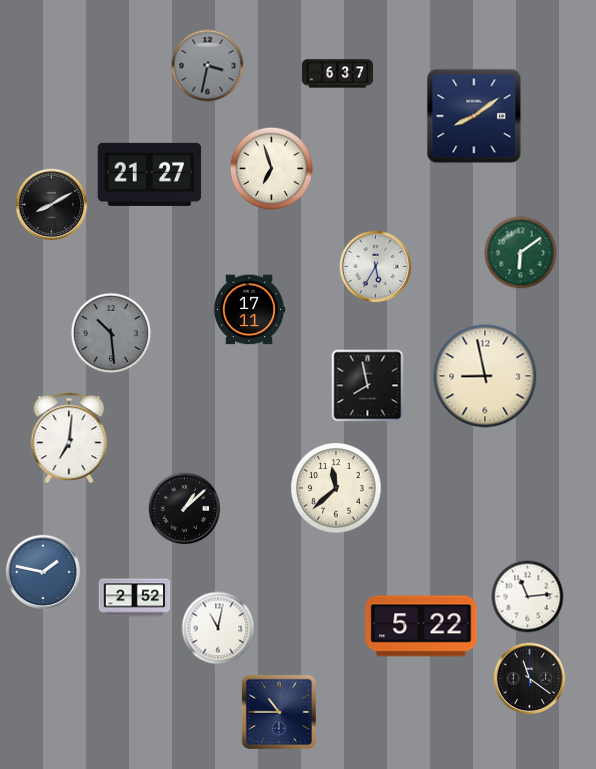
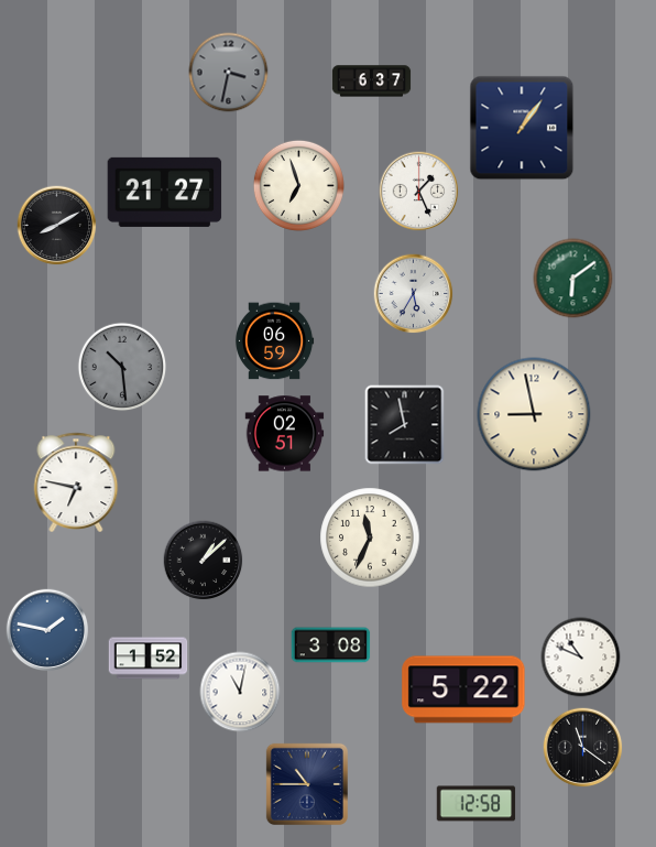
clock at (474, 116): 8:09 -> 1:06
clock at (419, 192): none -> 1:26
clock at (249, 310): 17:11 -> 06:59
clock at (285, 434): none -> 02:51
clock at (69, 437): 7:01 -> 6:47
clock at (336, 488): 11:38 -> 11:34
clock at (331, 645): none -> 3:08
clock at (528, 597): 11:14 -> 10:49
clock at (135, 598): 2:52 -> 1:52
clock at (477, 804): none -> 12:58
